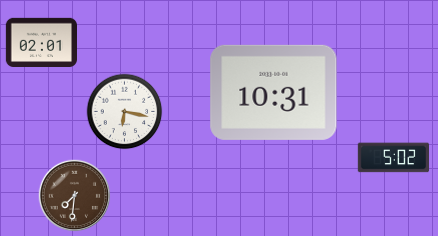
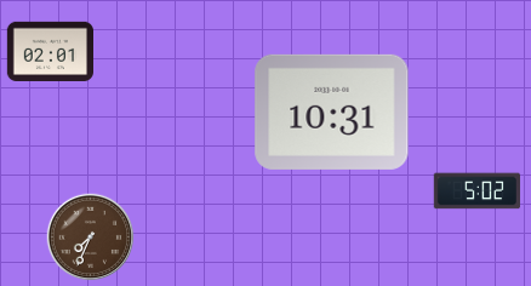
clock at (125, 112): 6:17 -> none
clock at (75, 196): 7:31 -> 7:34
